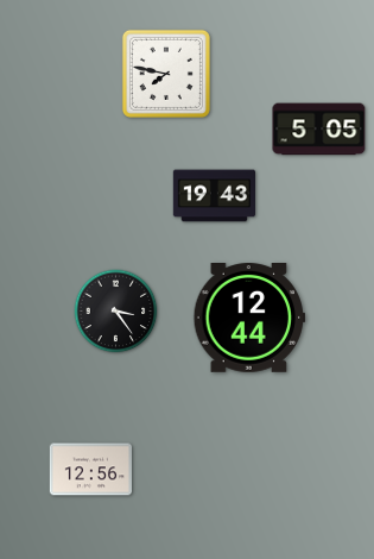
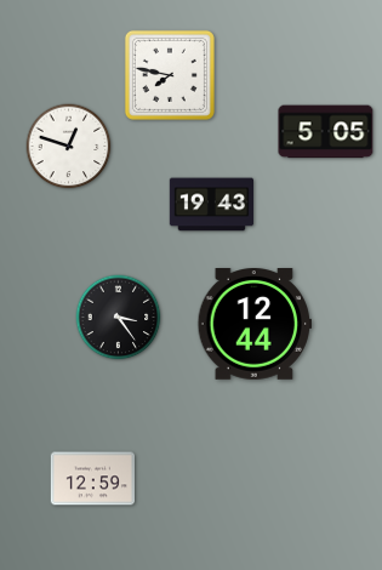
clock at (69, 147): none -> 12:48
clock at (214, 196) position: (214, 196) -> (211, 205)
clock at (90, 470): 12:56 -> 12:59
